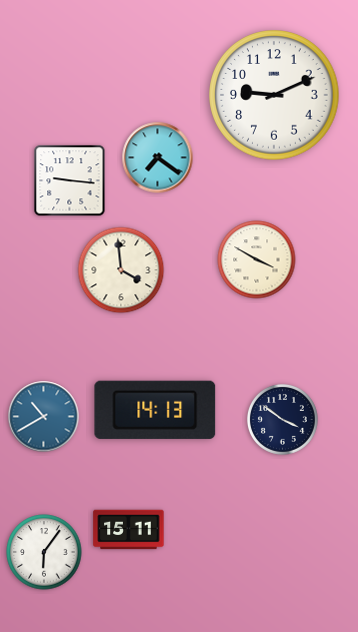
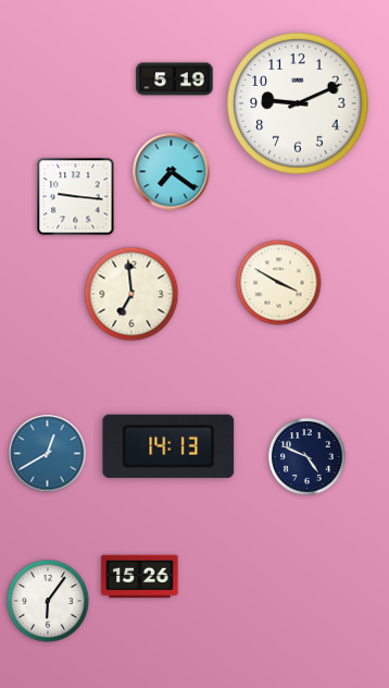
clock at (175, 79): none -> 5:19
clock at (121, 270): 3:59 -> 6:59
clock at (44, 417): 10:40 -> 12:40
clock at (282, 419): 3:51 -> 4:49
clock at (129, 530): 15:11 -> 15:26
